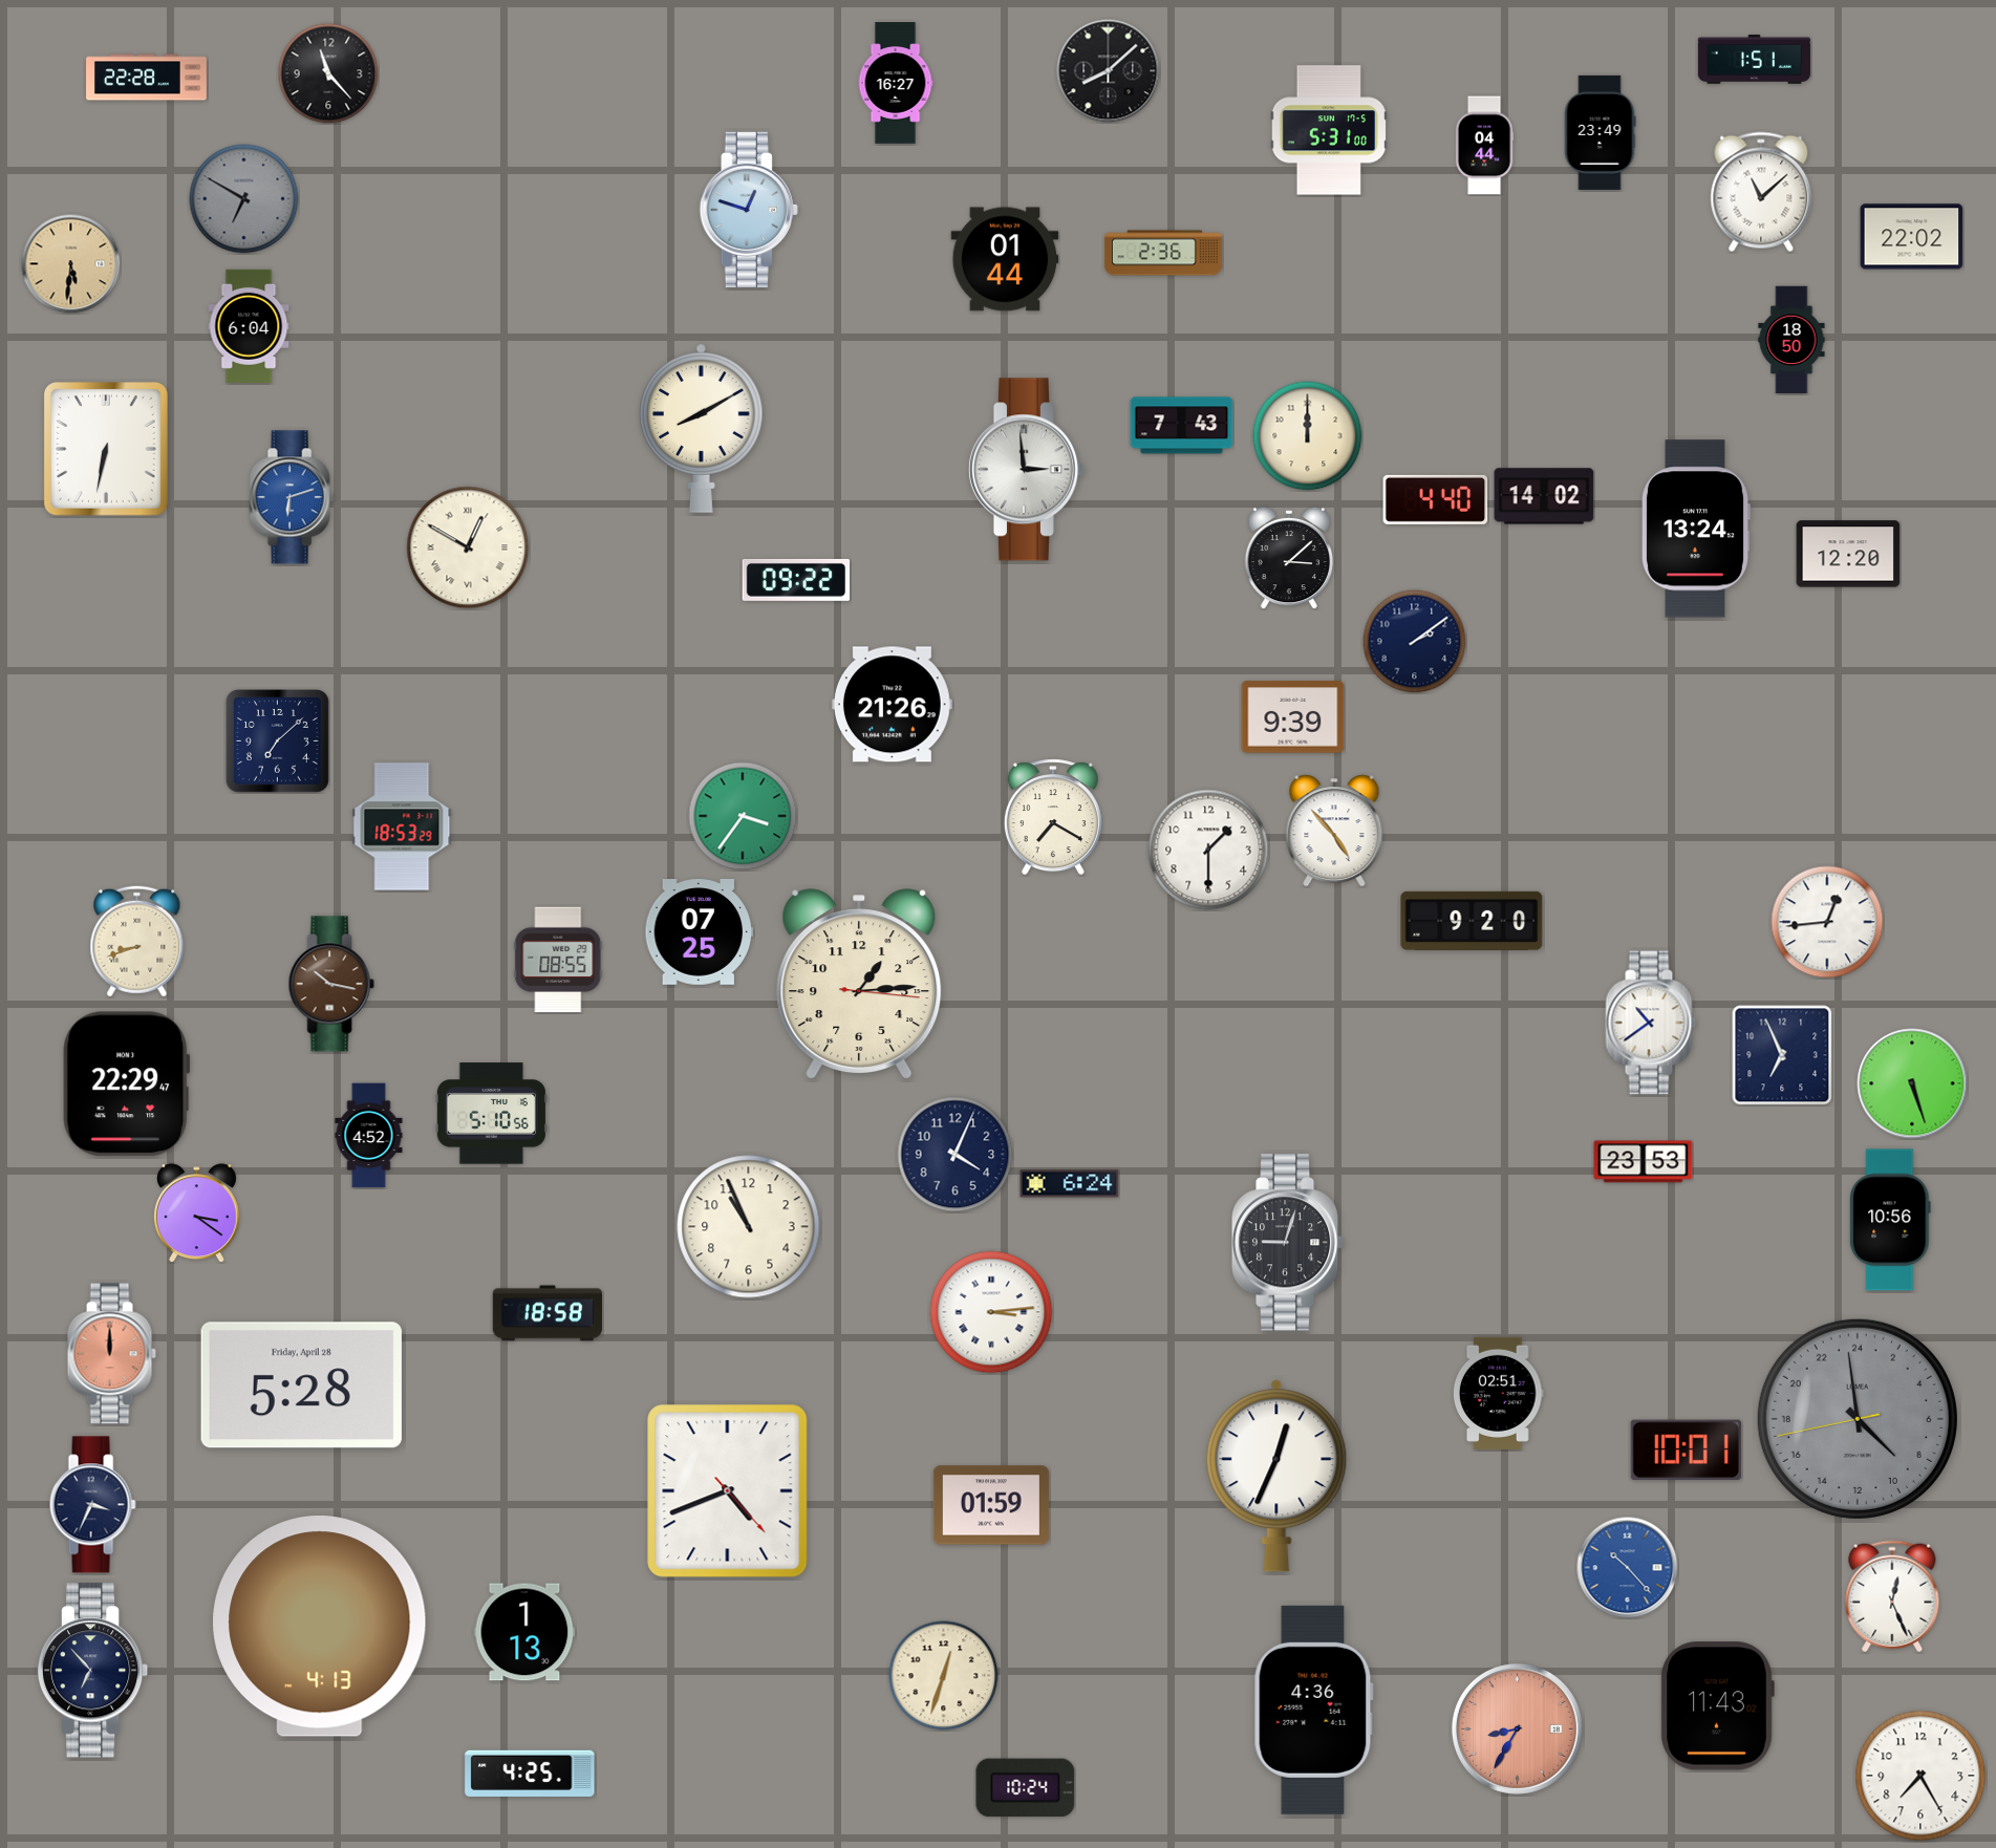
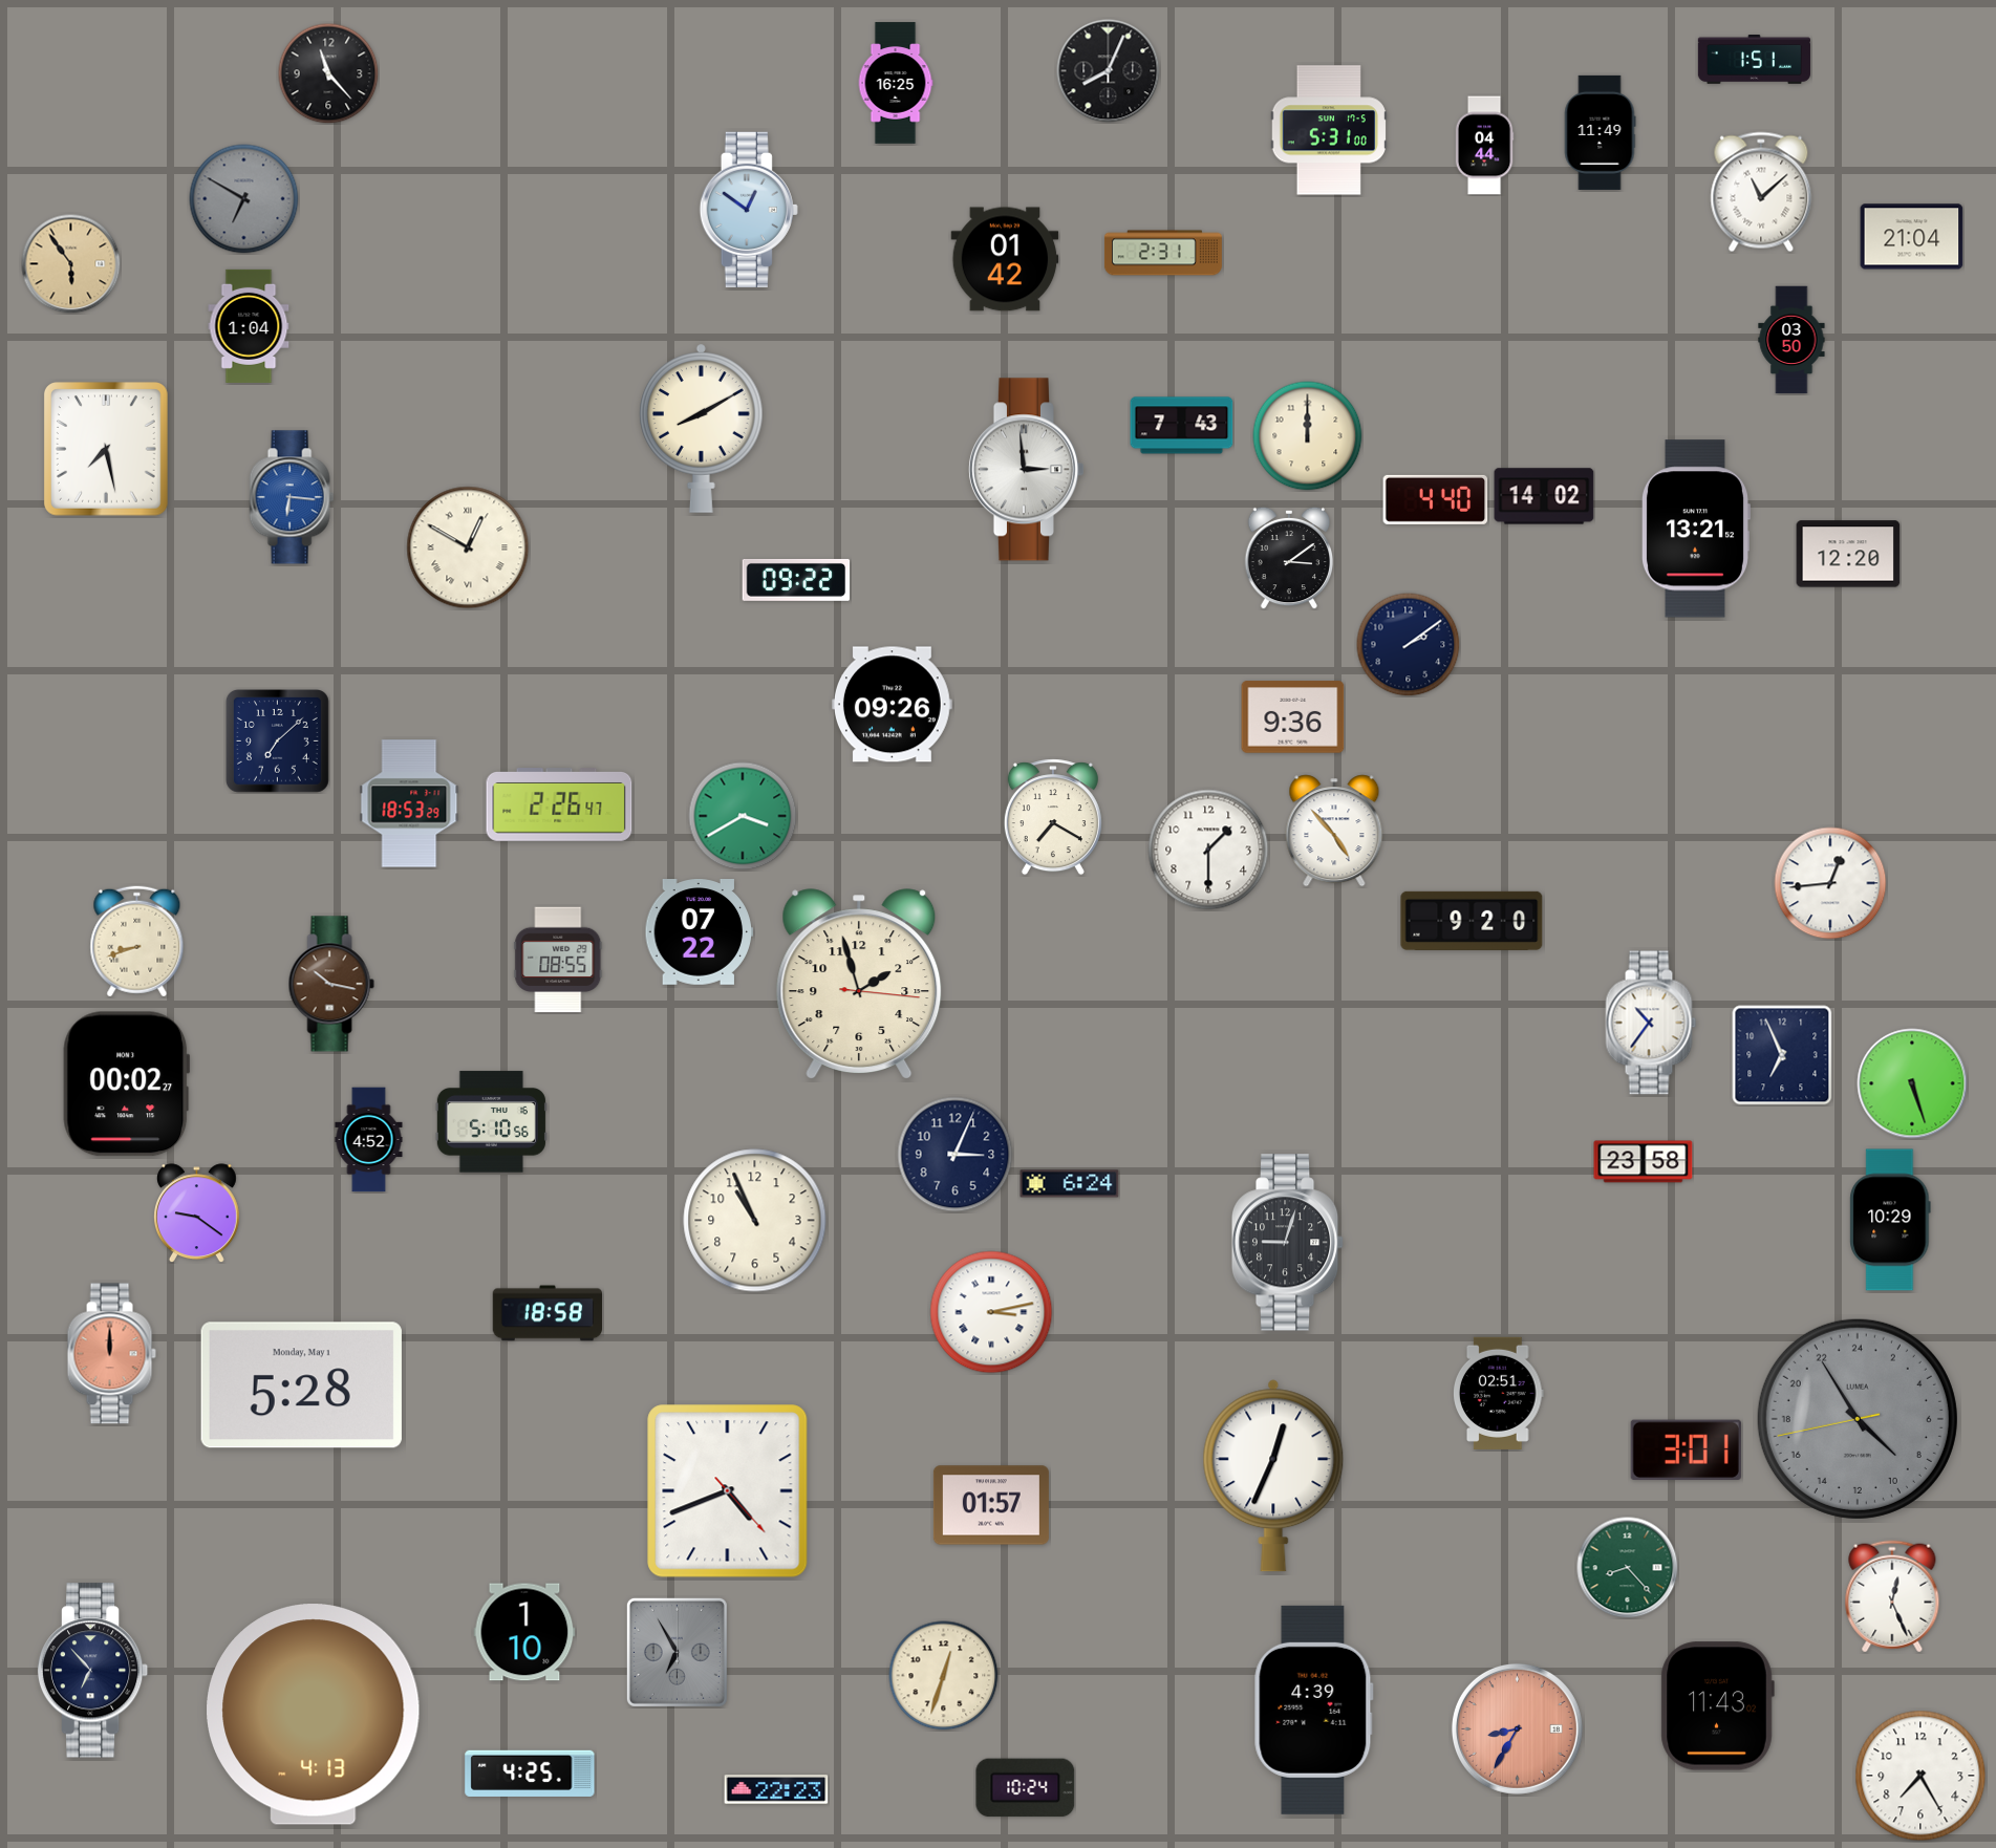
clock at (1109, 71): 8:08 -> 8:04
clock at (147, 78): 22:28 -> none
clock at (896, 83): 16:27 -> 16:25
clock at (1600, 132): 23:49 -> 11:49
clock at (749, 210): 12:48 -> 12:51
clock at (1912, 237): 22:02 -> 21:04
clock at (1163, 253): 2:36 -> 2:31
clock at (1005, 259): 01:44 -> 01:42
clock at (70, 263): 5:31 -> 5:54
clock at (249, 326): 6:04 -> 1:04
clock at (1791, 340): 18:50 -> 03:50
clock at (107, 450): 6:32 -> 7:28
clock at (292, 497): 6:12 -> 6:16
clock at (1695, 529): 13:24 -> 13:21
clock at (1289, 558): 3:08 -> 3:09
clock at (1415, 642) position: (1415, 642) -> (1409, 645)
clock at (892, 705): 21:26 -> 09:26
clock at (1293, 717): 9:39 -> 9:36
clock at (559, 804): none -> 2:26
clock at (743, 816): 3:36 -> 3:40
clock at (402, 826) position: (402, 826) -> (409, 803)
clock at (1827, 922) position: (1827, 922) -> (1830, 883)
clock at (700, 932): 07:25 -> 07:22
clock at (859, 984): 1:14 -> 1:57
clock at (1651, 1023): 10:39 -> 10:36
clock at (127, 1084): 22:29 -> 00:02
clock at (491, 1114) position: (491, 1114) -> (491, 1122)
clock at (369, 1136) position: (369, 1136) -> (369, 1140)
clock at (956, 1155): 4:04 -> 3:04
clock at (1644, 1162): 23:53 -> 23:58
clock at (196, 1213): 3:21 -> 9:21
clock at (1890, 1220): 10:56 -> 10:29
clock at (749, 1227) position: (749, 1227) -> (755, 1221)
clock at (991, 1312): 3:14 -> 3:13
clock at (301, 1385) date: Friday, April 28 -> Monday, May 1
clock at (1858, 1419): 8:58 -> 8:54
clock at (1686, 1451): 10:01 -> 3:01
clock at (1276, 1476) position: (1276, 1476) -> (1273, 1476)
clock at (92, 1505): 3:34 -> none
clock at (991, 1505): 01:59 -> 01:57
clock at (1628, 1568): 10:23 -> 8:23
clock at (1628, 1568) dial: blue -> green
clock at (320, 1627) position: (320, 1627) -> (314, 1715)
clock at (524, 1632): 1:13 -> 1:10
clock at (677, 1652): none -> 6:55
clock at (1313, 1710): 4:36 -> 4:39
clock at (776, 1789): none -> 22:23
